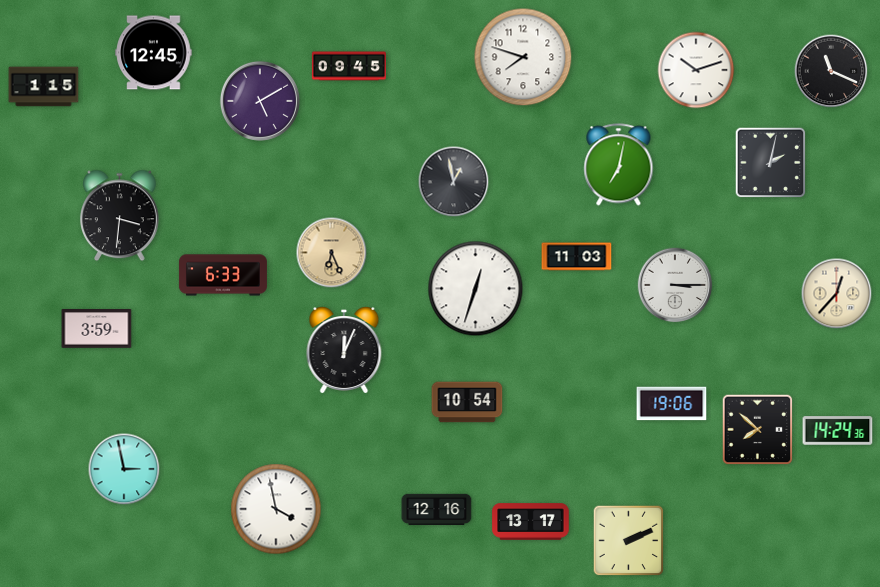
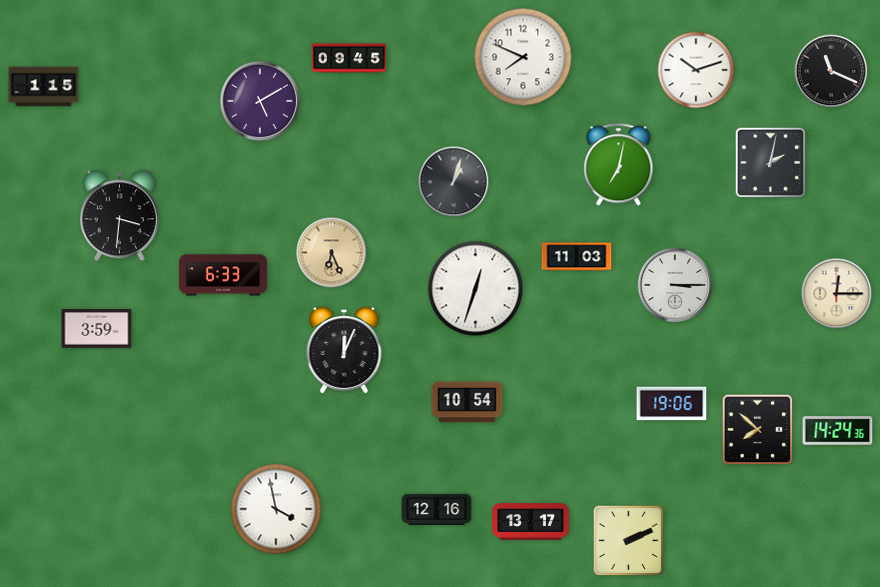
clock at (154, 53): 12:45 -> none
clock at (523, 57): 7:48 -> 7:49
clock at (349, 66) position: (349, 66) -> (349, 58)
clock at (454, 182): 12:58 -> 1:03
clock at (837, 294): 12:37 -> 12:15
clock at (124, 469): 2:58 -> none
